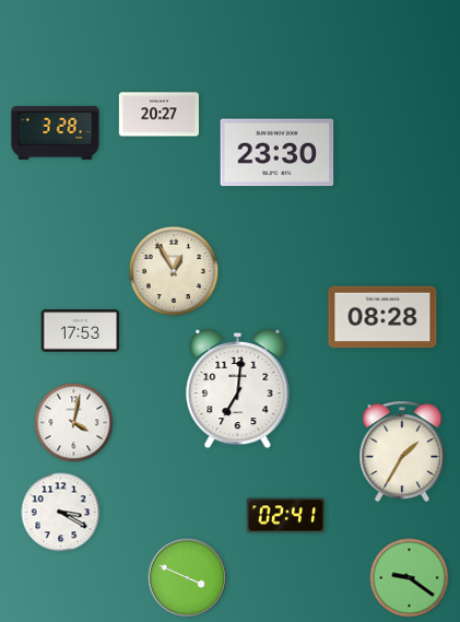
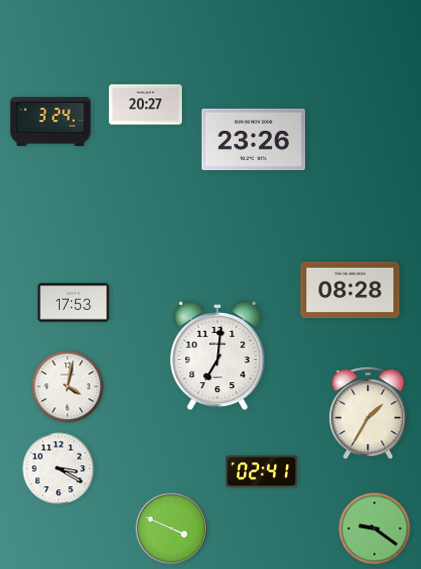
clock at (56, 132): 3:28 -> 3:24
clock at (278, 153): 23:30 -> 23:26
clock at (173, 270): 12:55 -> none
clock at (61, 513) position: (61, 513) -> (59, 469)
